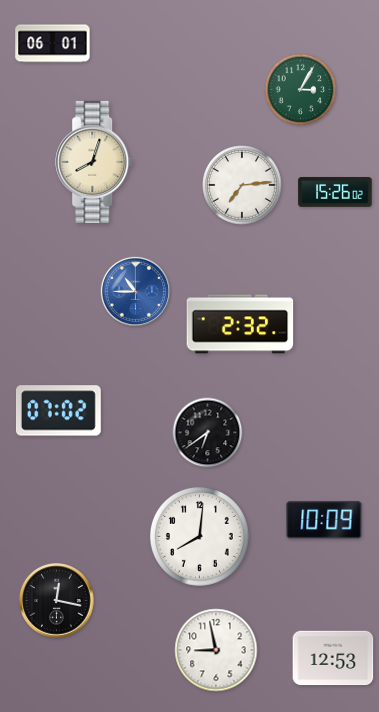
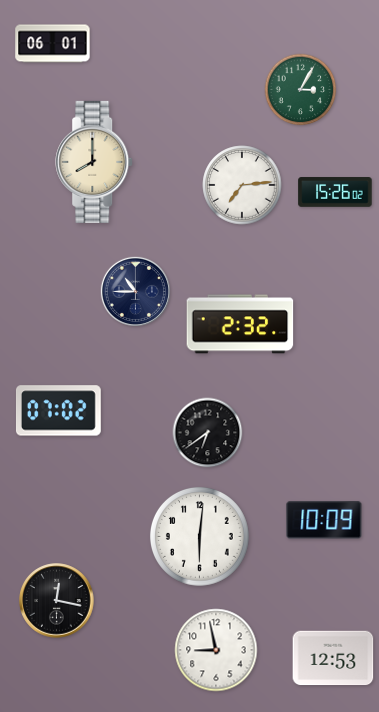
clock at (95, 162): 8:03 -> 8:00
clock at (135, 291) dial: blue -> navy
clock at (199, 536): 8:01 -> 6:01
